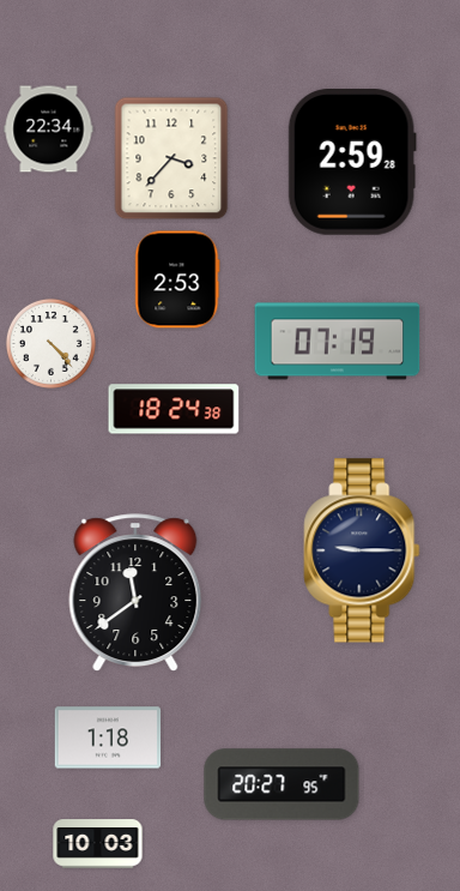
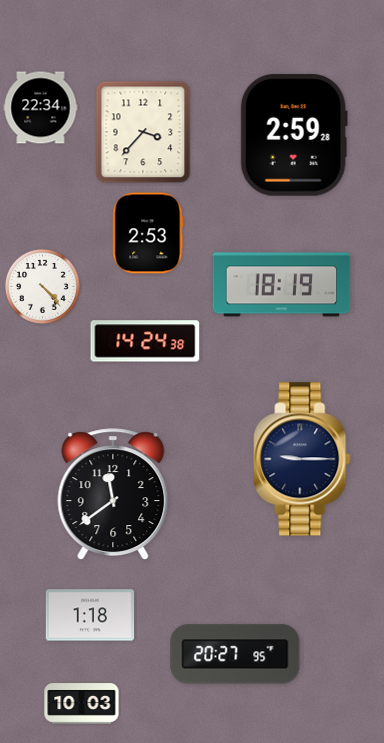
clock at (338, 342): 07:19 -> 18:19
clock at (174, 409): 18:24 -> 14:24
